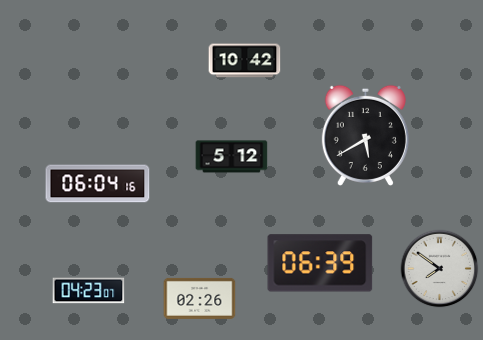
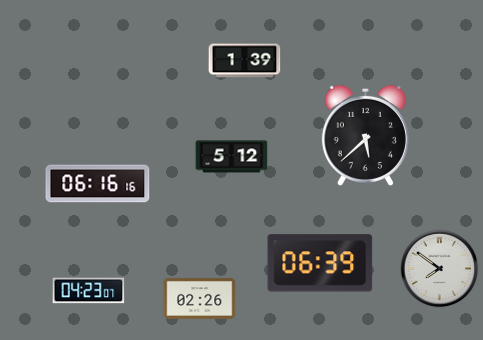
clock at (245, 61): 10:42 -> 1:39
clock at (365, 135): 5:40 -> 5:38
clock at (98, 184): 06:04 -> 06:16
